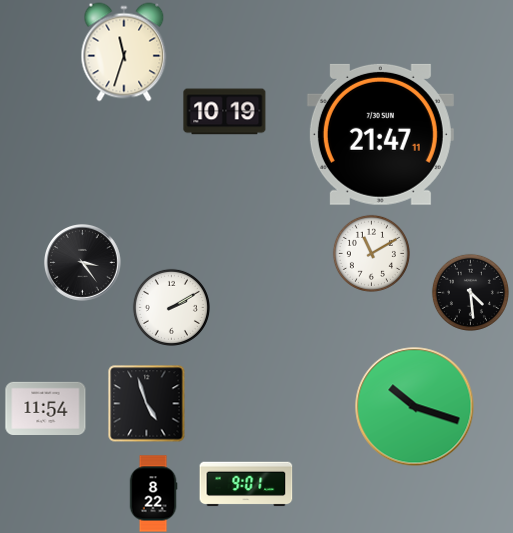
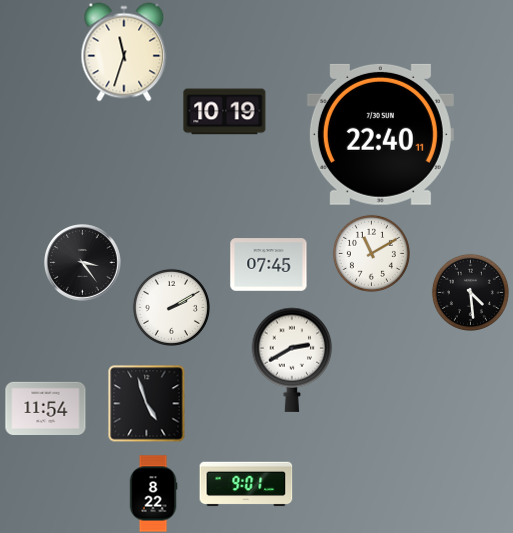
clock at (380, 134): 21:47 -> 22:40
clock at (269, 265): none -> 07:45
clock at (292, 360): none -> 2:40
clock at (415, 407): 10:18 -> none
